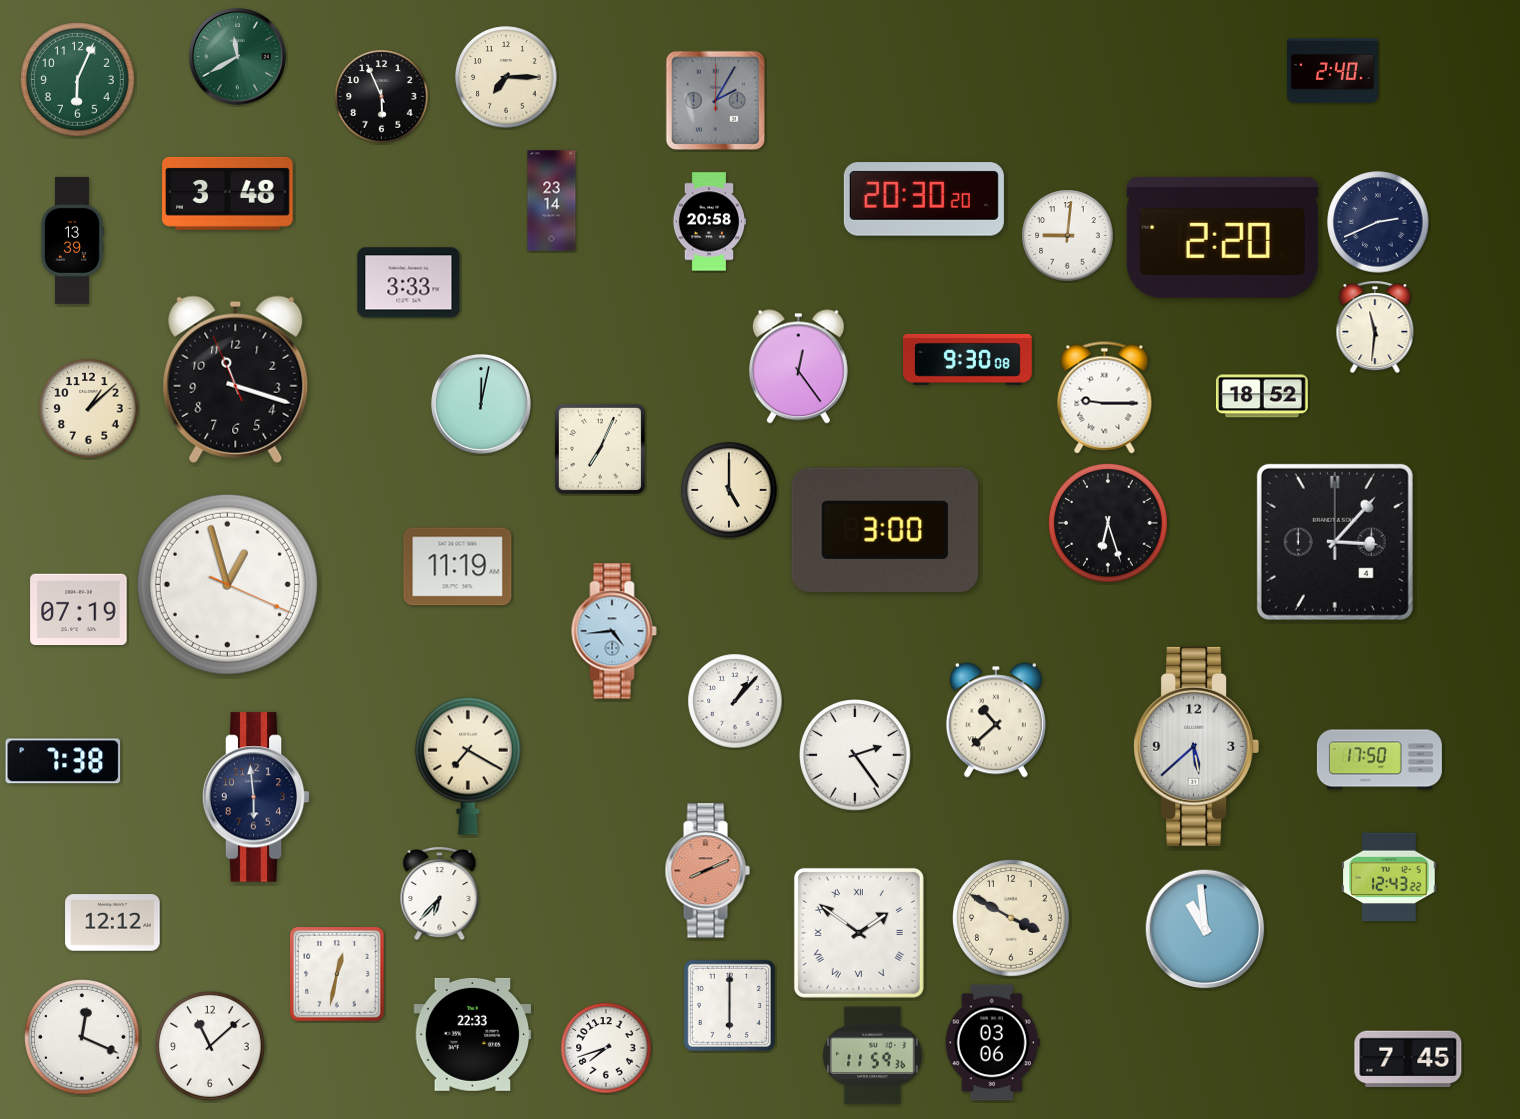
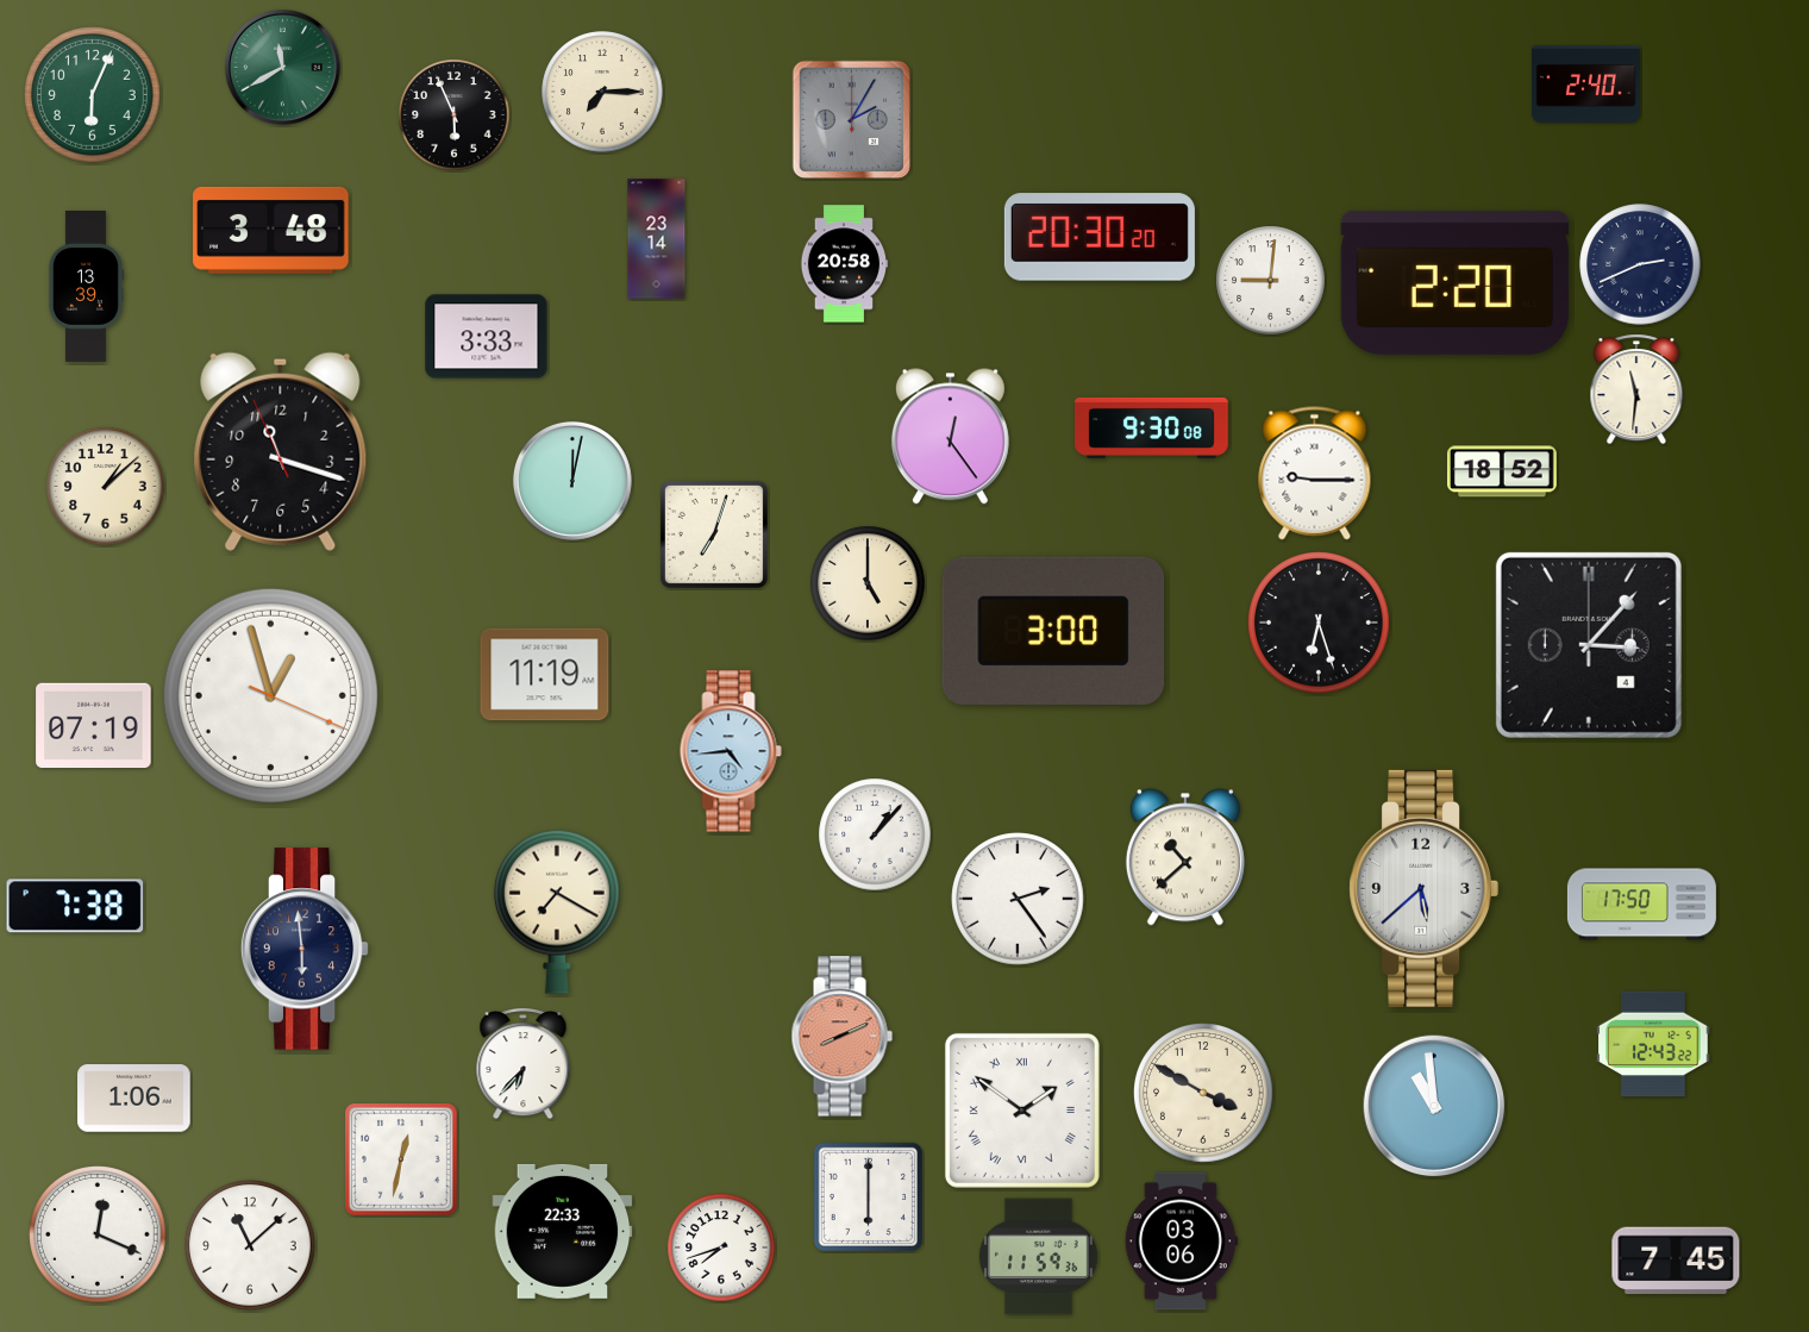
clock at (600, 449): 7:04 -> 7:03
clock at (113, 923): 12:12 -> 1:06
